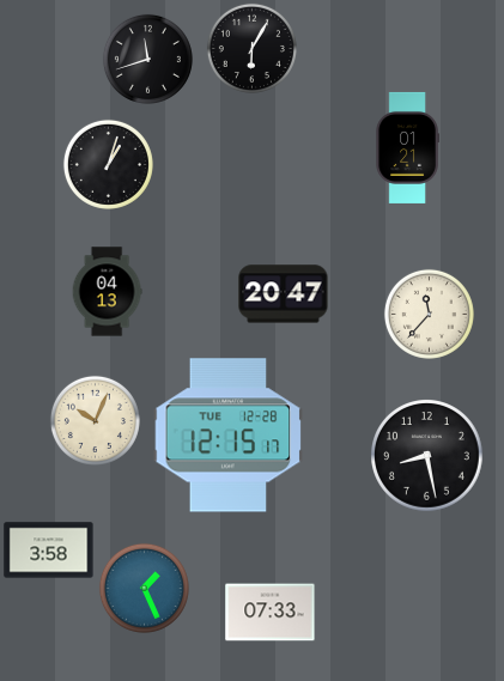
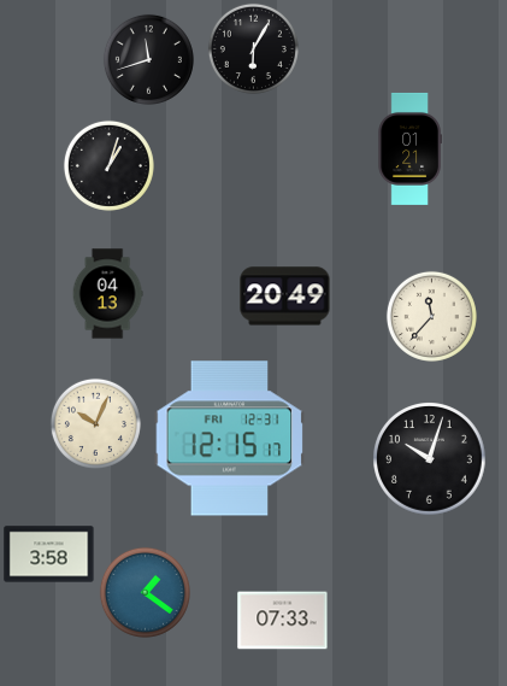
clock at (284, 294): 20:47 -> 20:49
clock at (229, 436) date: TUE 12-28 -> FRI 12-31
clock at (427, 456): 8:28 -> 10:03
clock at (144, 588): 1:26 -> 1:21
clock at (271, 613) position: (271, 613) -> (283, 621)
